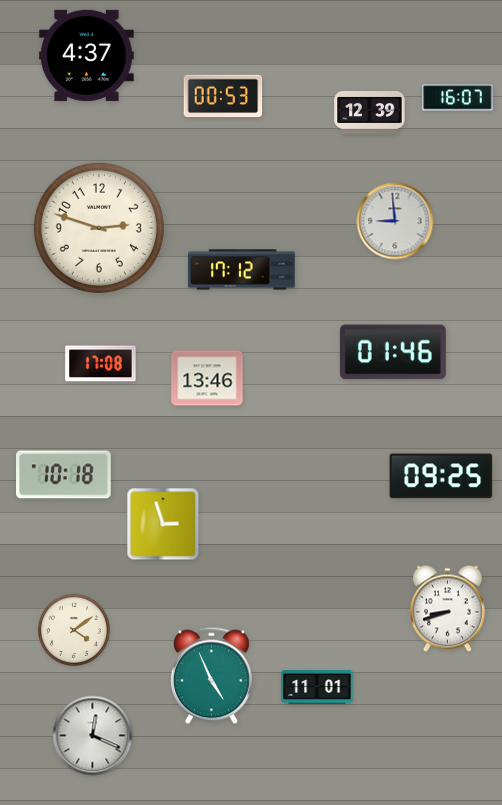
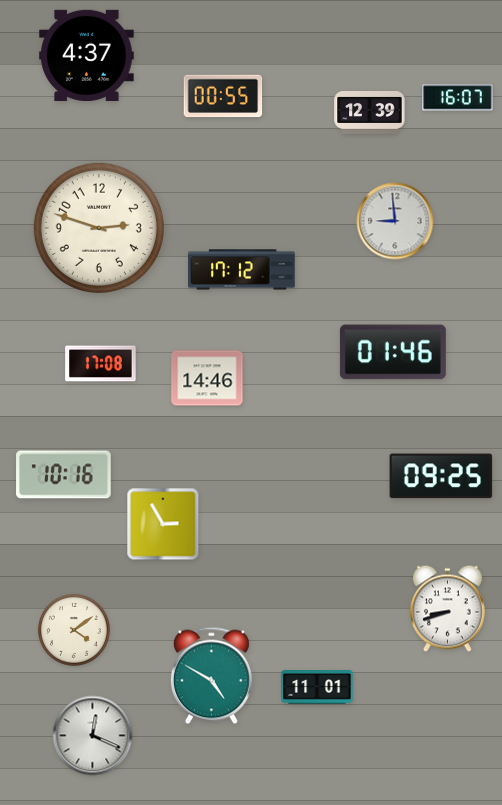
clock at (223, 96): 00:53 -> 00:55
clock at (207, 378): 13:46 -> 14:46
clock at (64, 475): 10:18 -> 10:16
clock at (163, 524): 2:57 -> 2:55
clock at (211, 676): 4:56 -> 4:50
